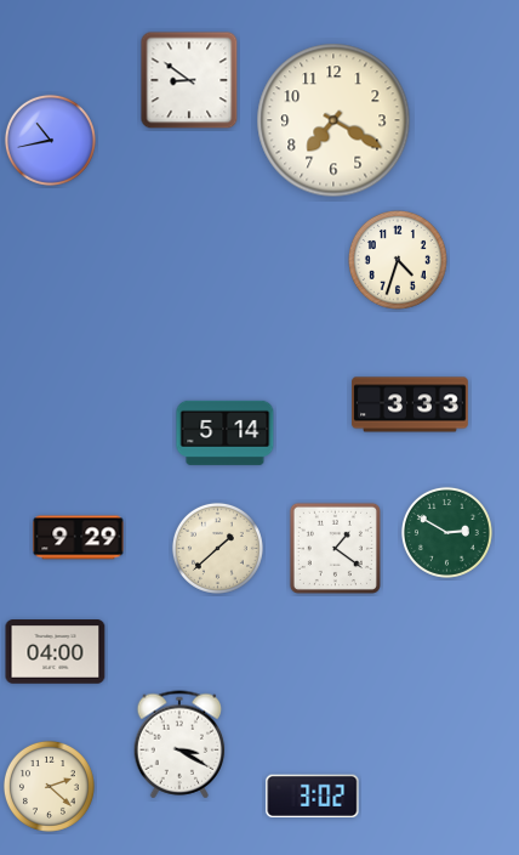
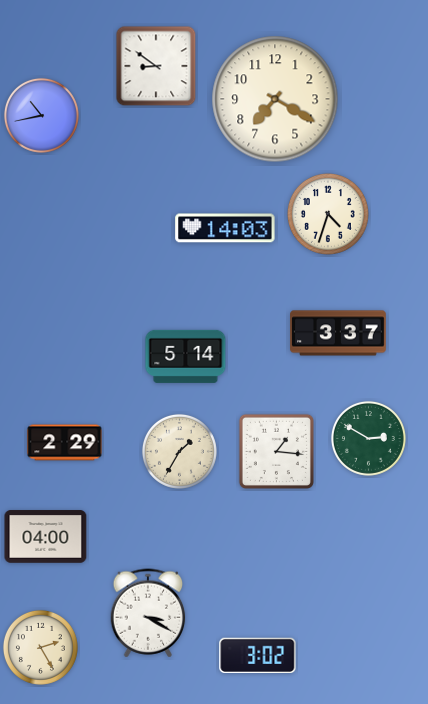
clock at (225, 228): none -> 14:03
clock at (410, 404): 3:33 -> 3:37
clock at (79, 538): 9:29 -> 2:29
clock at (217, 548): 1:38 -> 1:35
clock at (335, 548): 1:21 -> 1:16
clock at (49, 786): 2:22 -> 2:25
